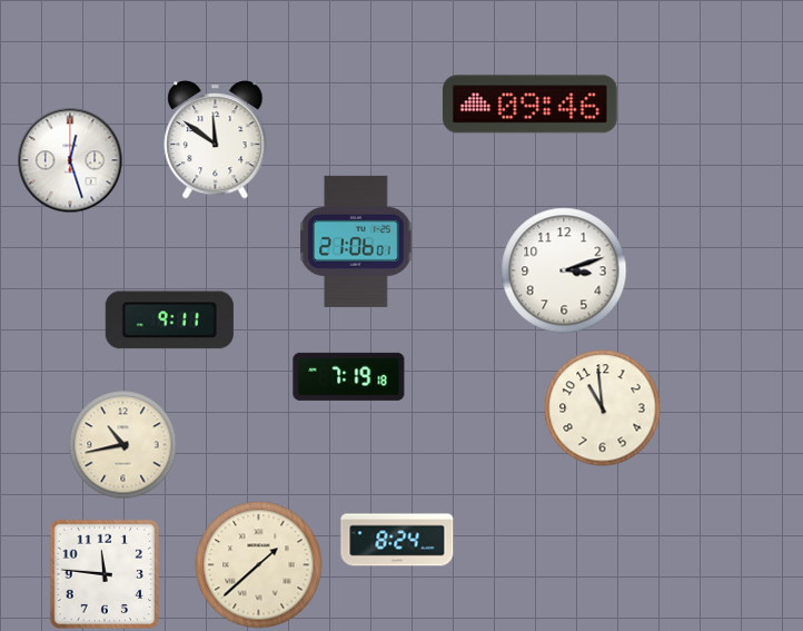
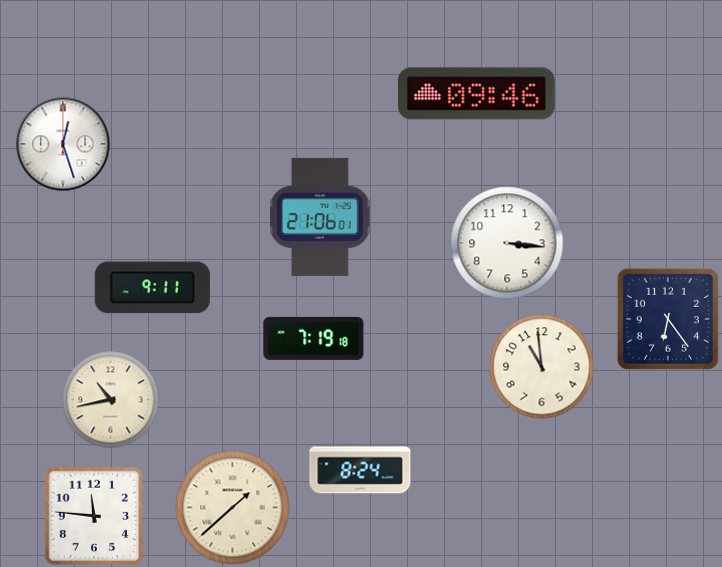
clock at (216, 140): 11:51 -> none
clock at (564, 270): 3:12 -> 3:16
clock at (668, 319): none -> 6:24
clock at (397, 540) position: (397, 540) -> (360, 470)
